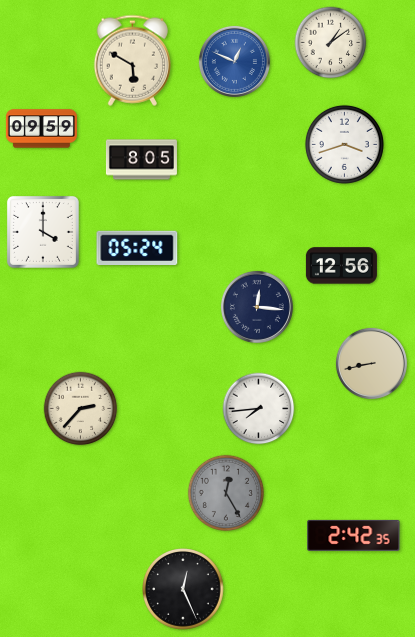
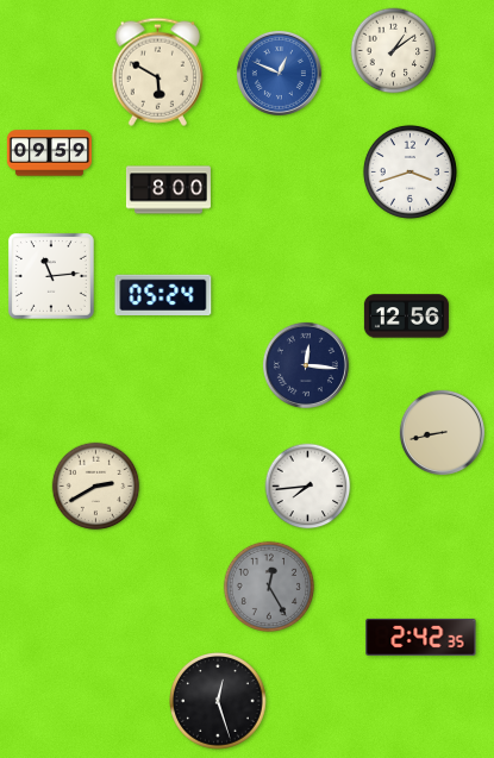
clock at (141, 160): 8:05 -> 8:00
clock at (43, 232): 4:00 -> 11:14
clock at (81, 409): 2:37 -> 2:40
clock at (184, 590): 12:26 -> 12:27
